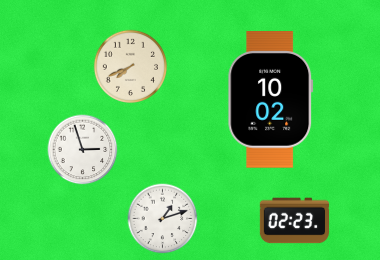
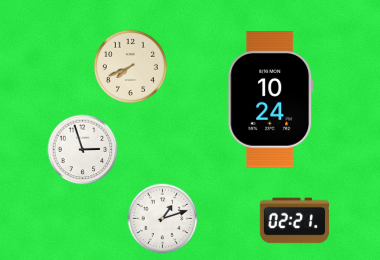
clock at (271, 100): 10:02 -> 10:24
clock at (295, 221): 02:23 -> 02:21
